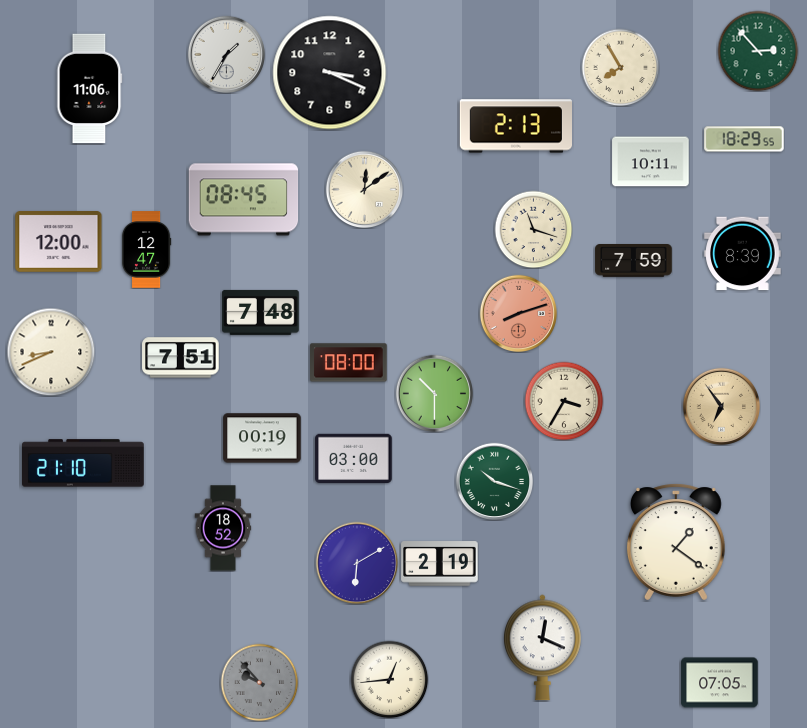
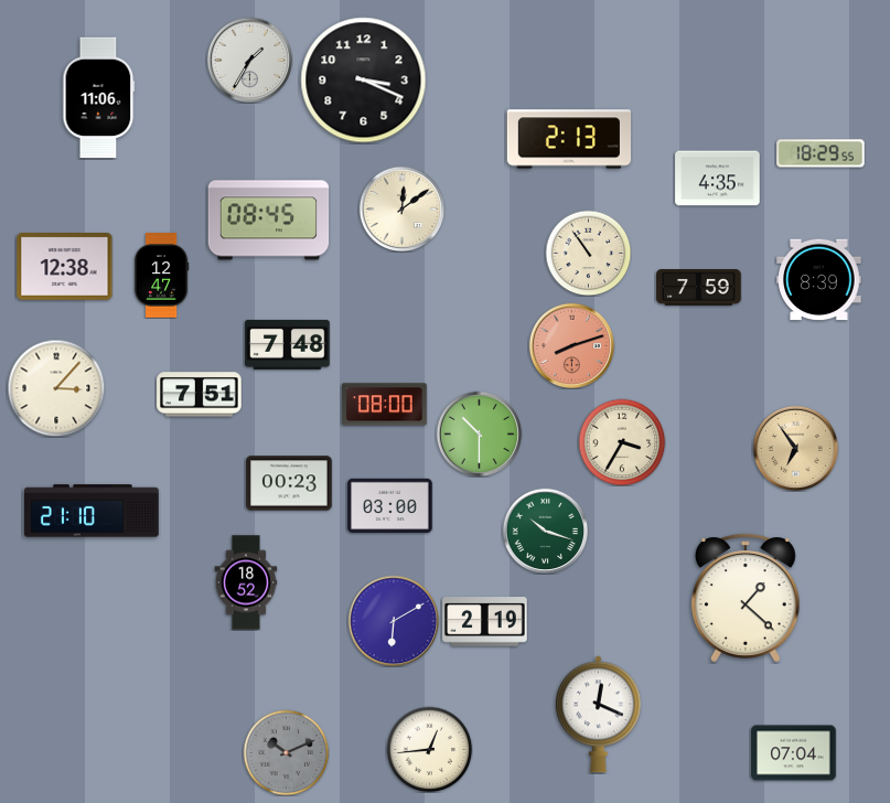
clock at (758, 51): 2:53 -> none
clock at (620, 67): 7:55 -> none
clock at (651, 162): 10:11 -> 4:35
clock at (533, 229): 11:18 -> 10:54
clock at (59, 242): 12:00 -> 12:38
clock at (51, 352): 8:41 -> 3:07
clock at (349, 363) position: (349, 363) -> (385, 405)
clock at (262, 438): 00:19 -> 00:23
clock at (676, 542): 1:21 -> 1:22
clock at (259, 682): 9:53 -> 10:11
clock at (720, 683): 07:05 -> 07:04
